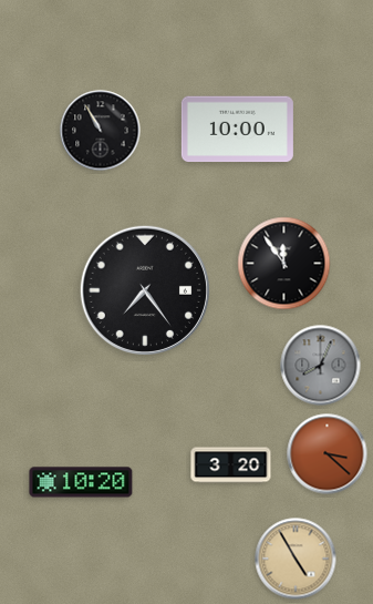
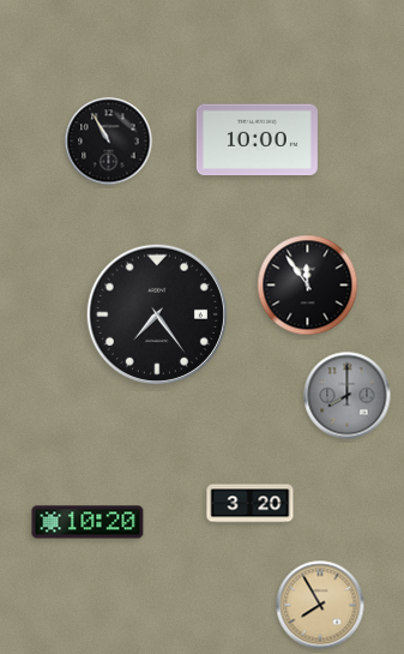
clock at (321, 366): 8:04 -> 8:00
clock at (328, 454): 3:22 -> none
clock at (296, 559): 4:55 -> 7:55
